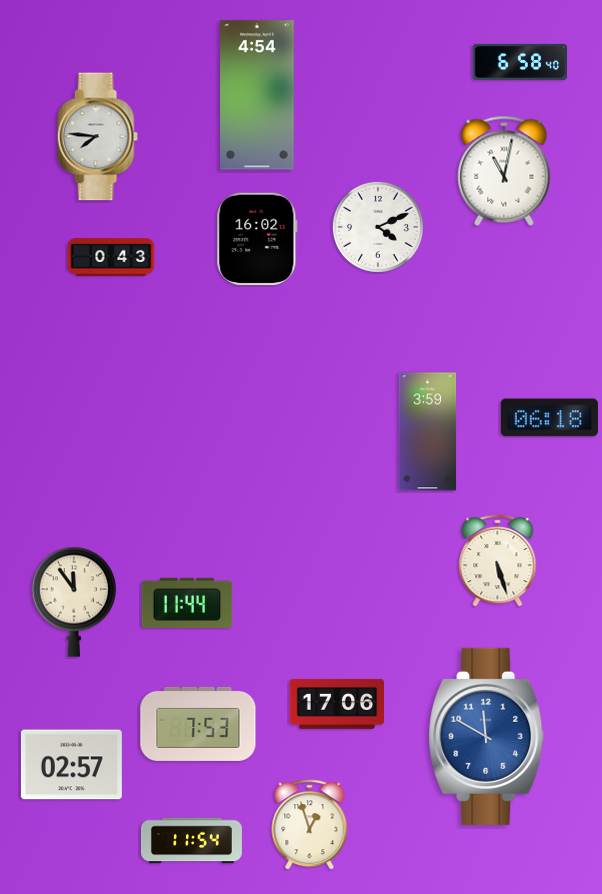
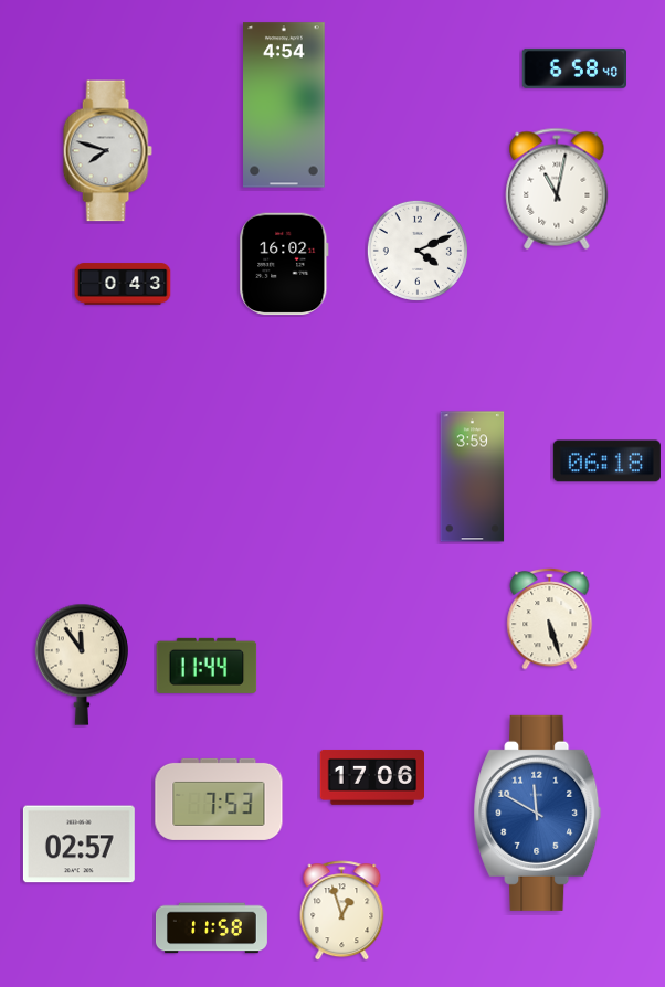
clock at (97, 137): 7:46 -> 7:48
clock at (191, 841): 11:54 -> 11:58
